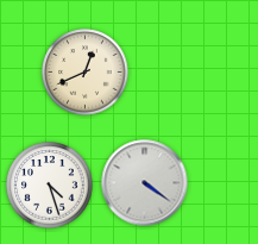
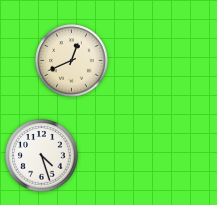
clock at (145, 183): 4:21 -> none
